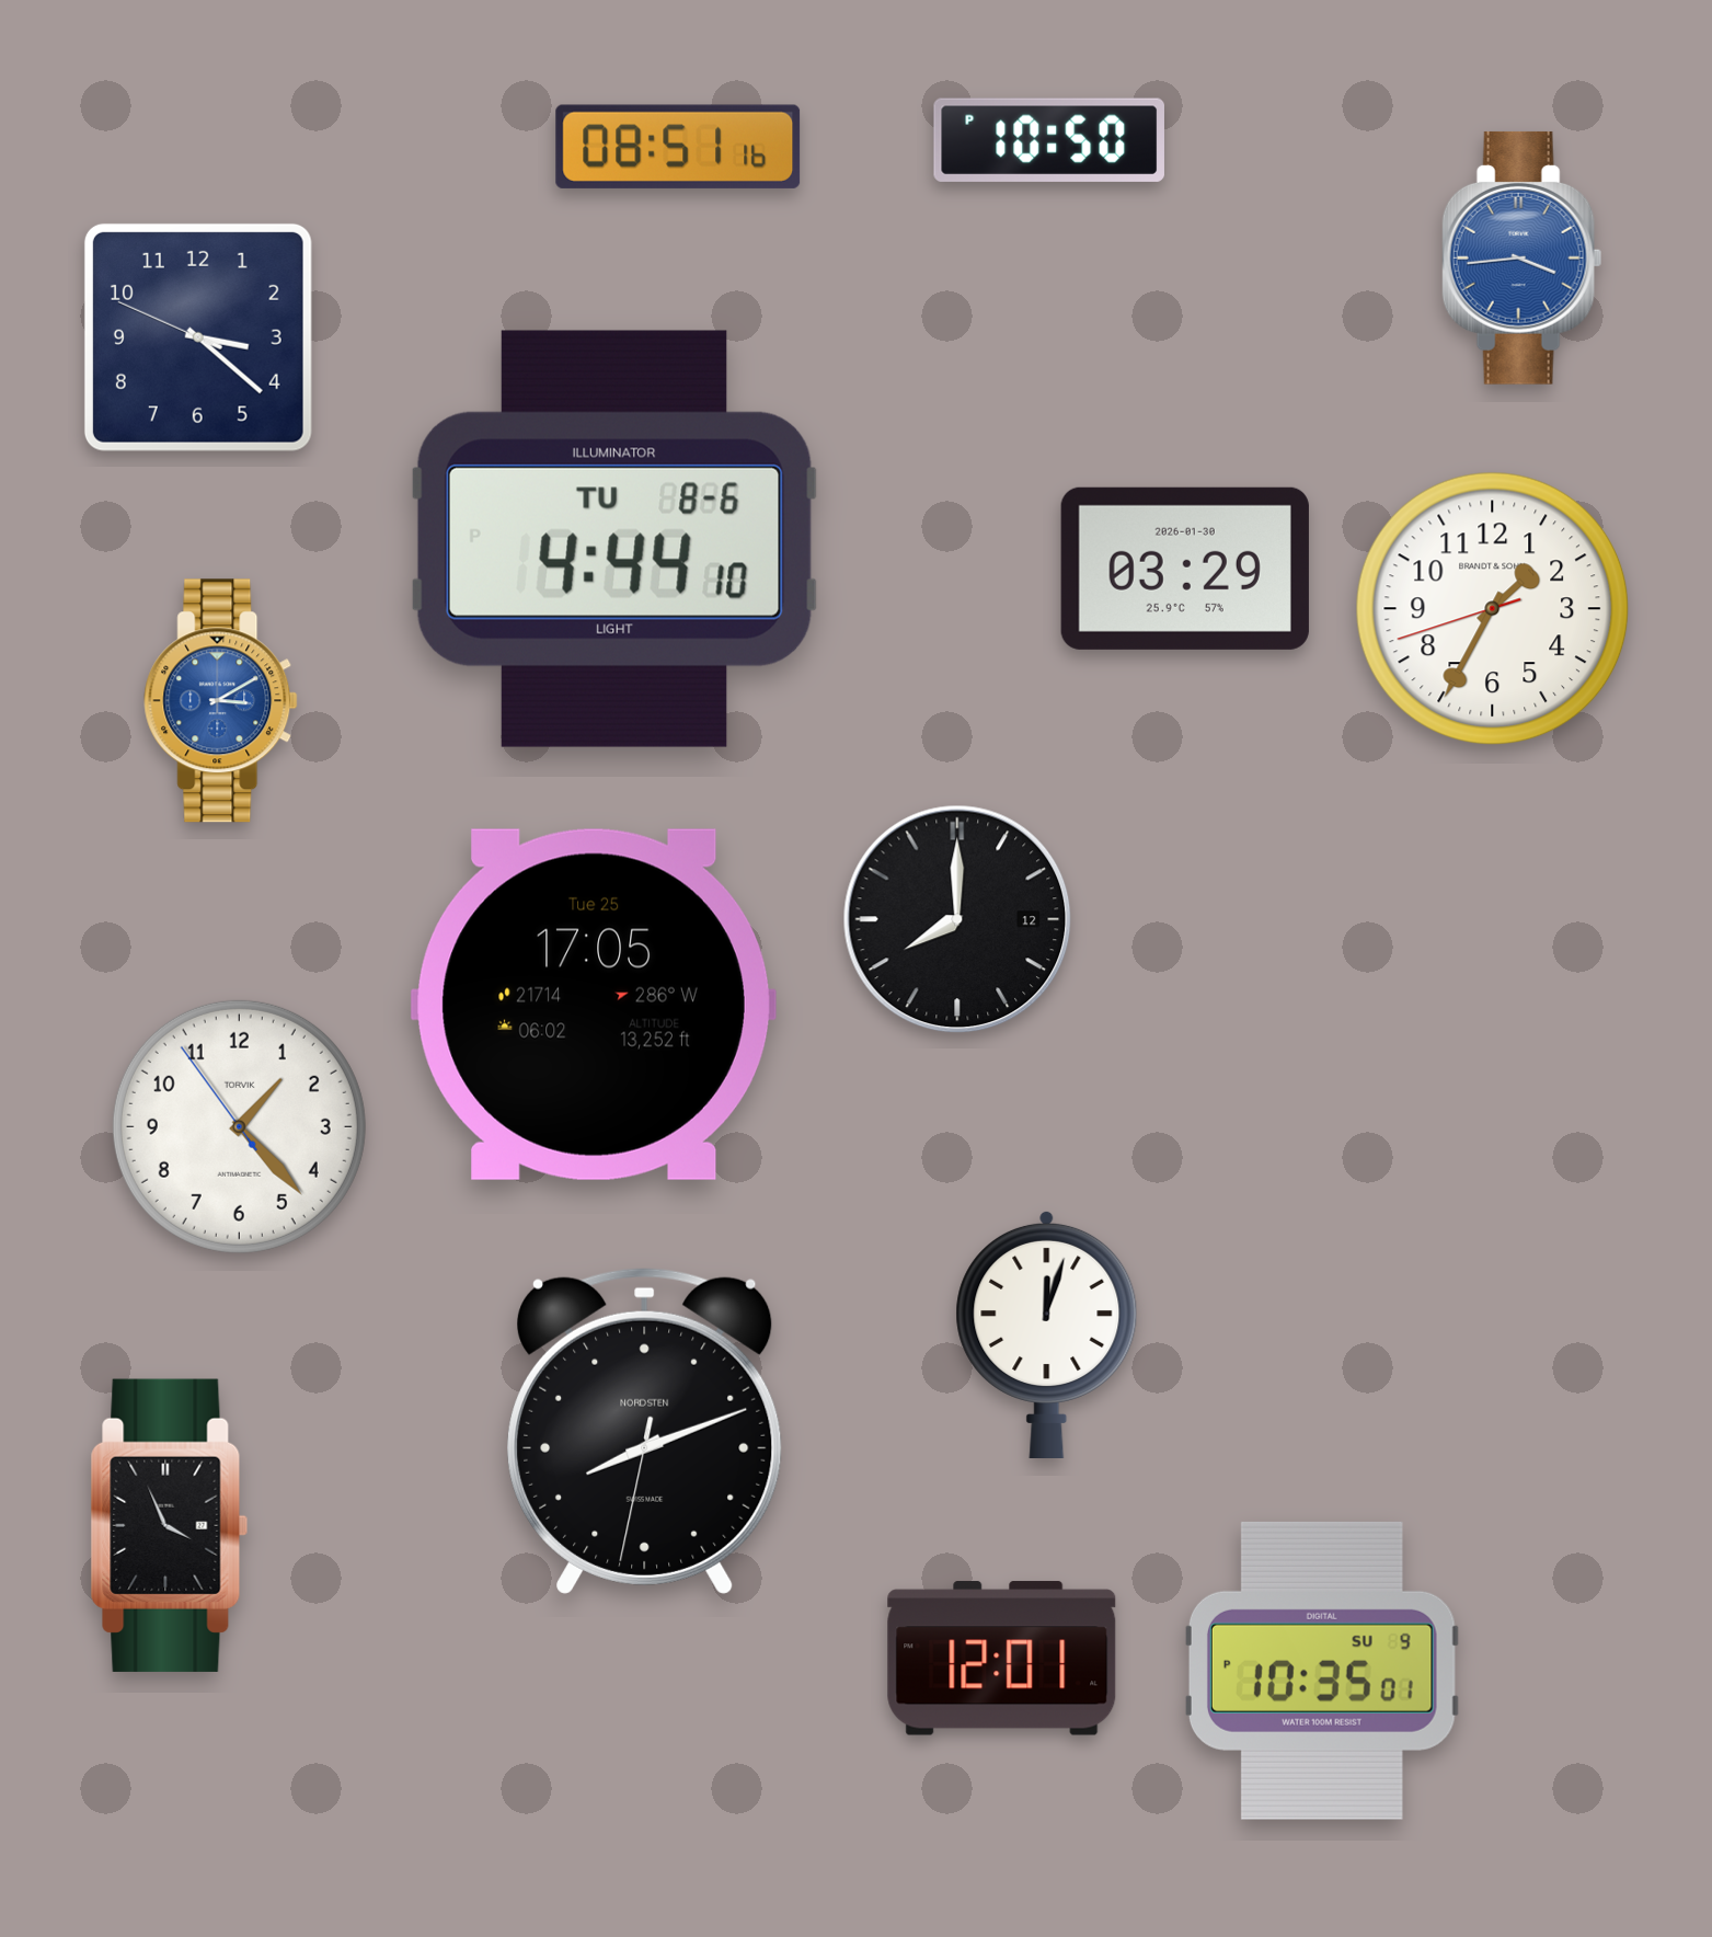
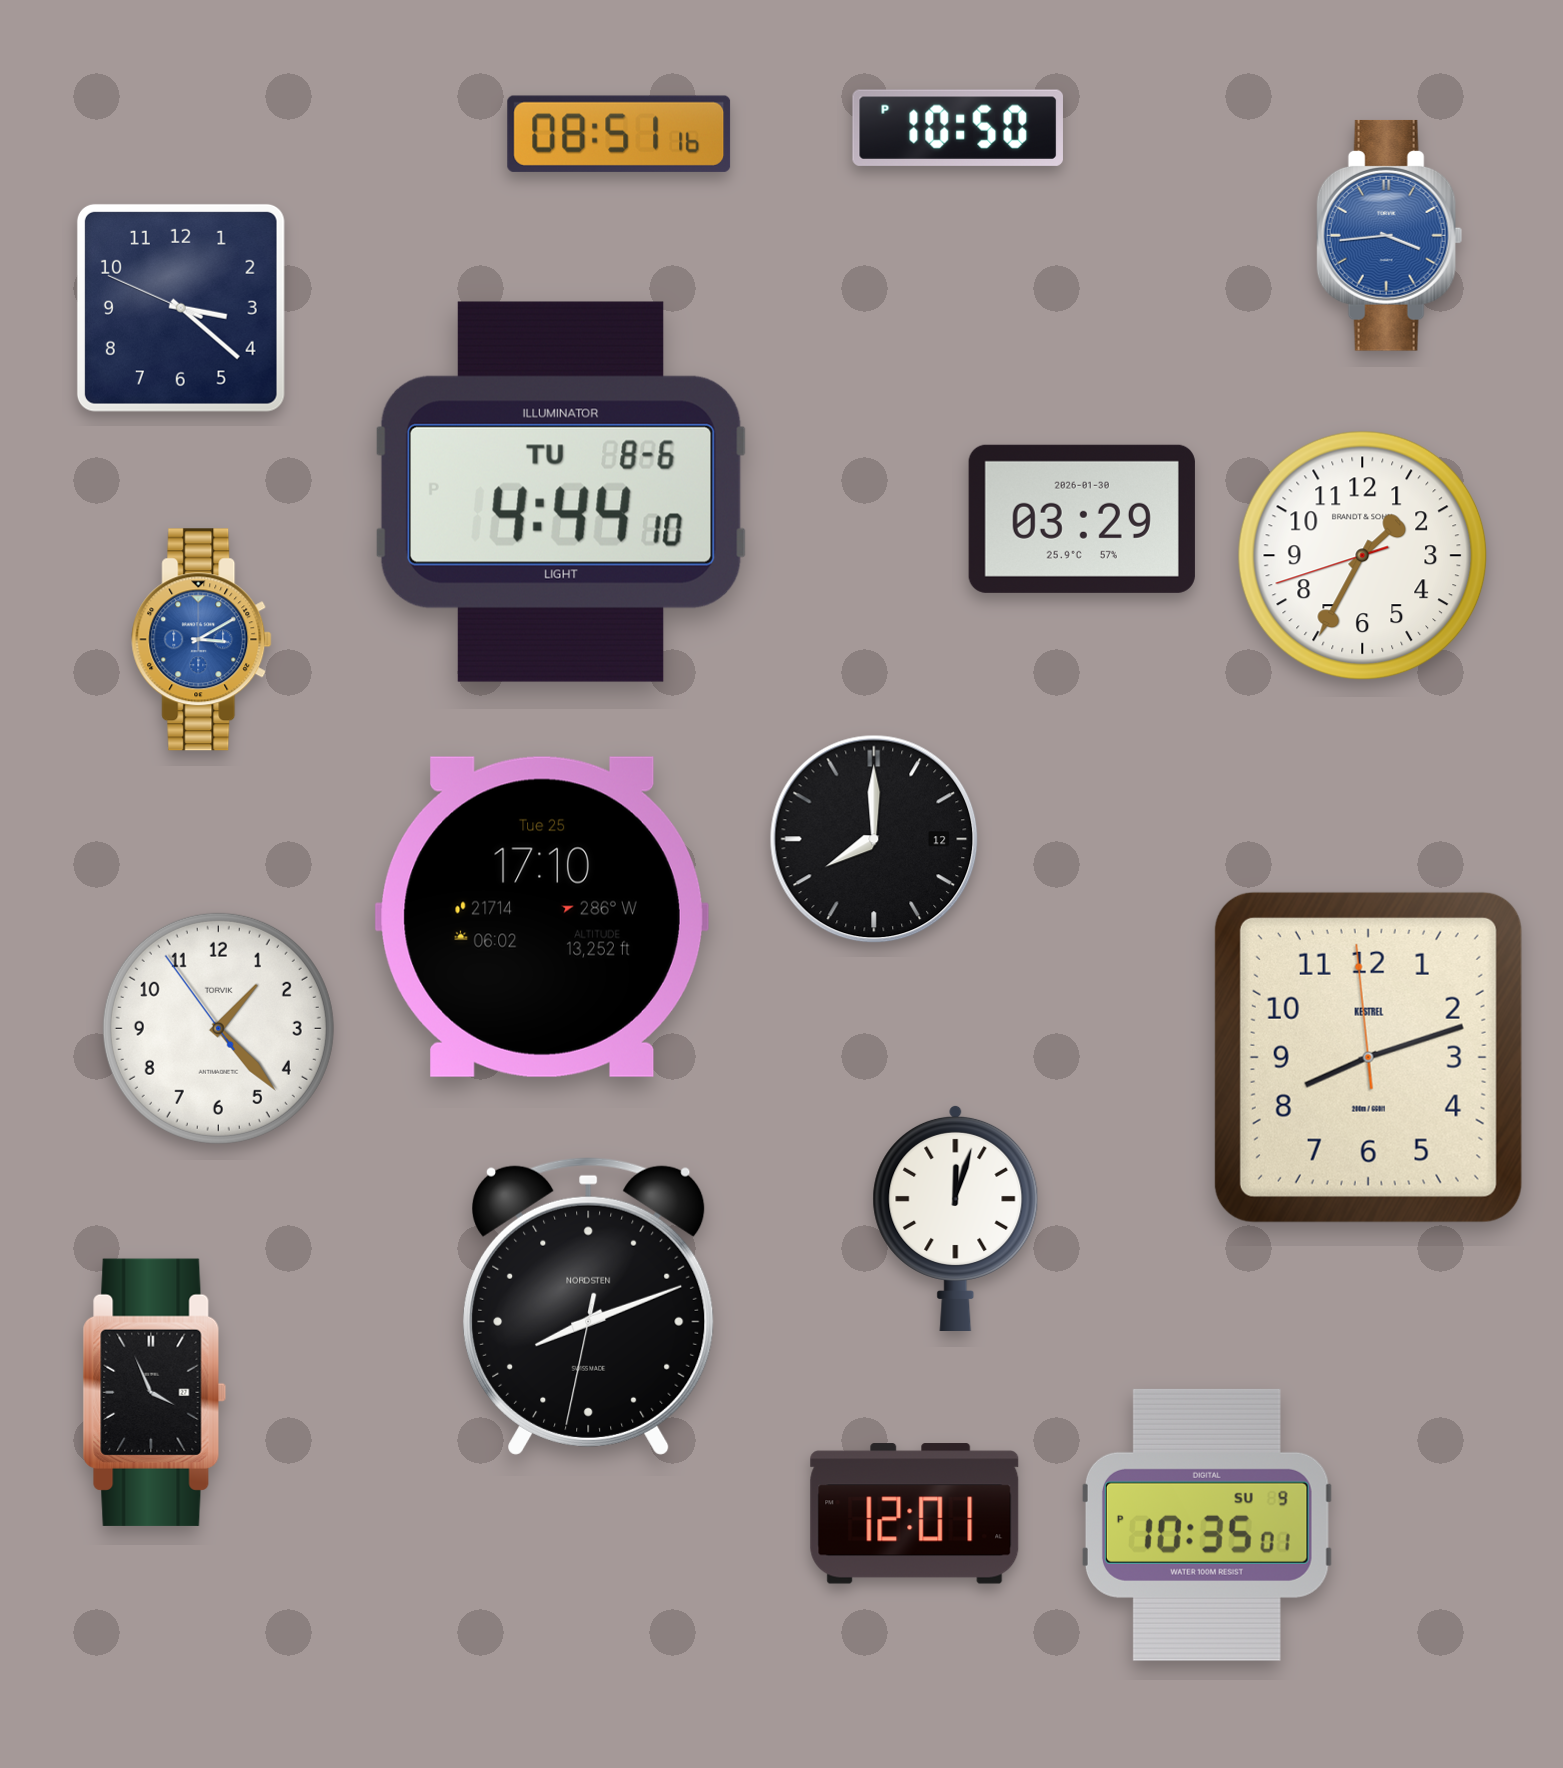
clock at (594, 1005): 17:05 -> 17:10
clock at (1368, 1057): none -> 8:11
